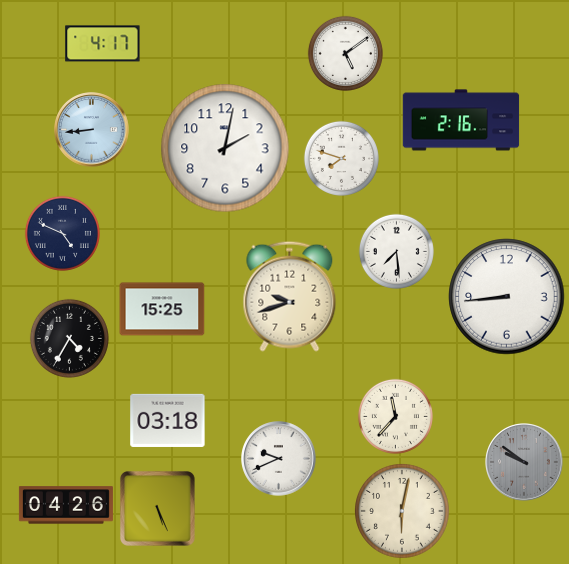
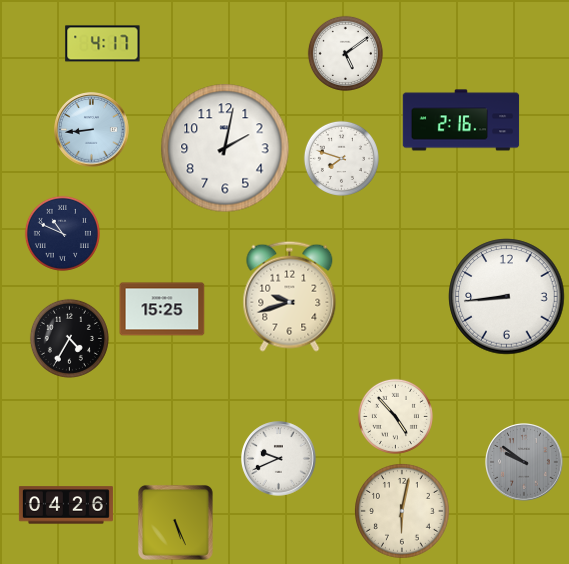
clock at (62, 233): 4:49 -> 10:49
clock at (396, 251): 7:29 -> none
clock at (395, 416): 11:37 -> 4:53
clock at (168, 420): 03:18 -> none
clock at (157, 508) position: (157, 508) -> (175, 522)
